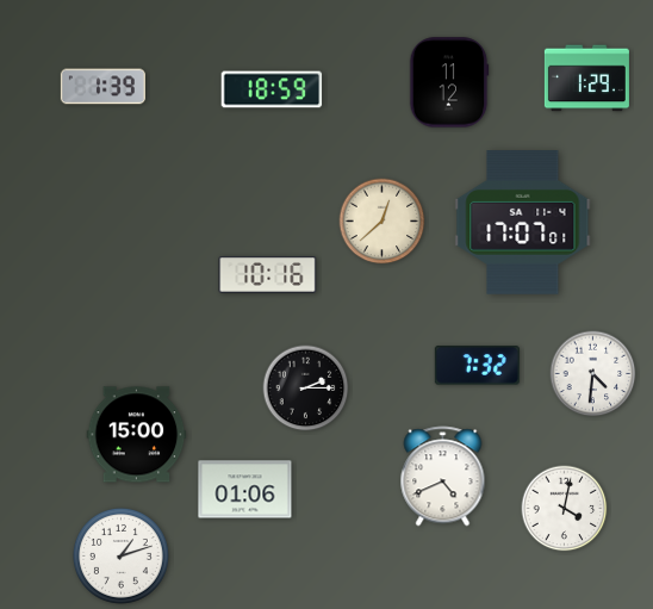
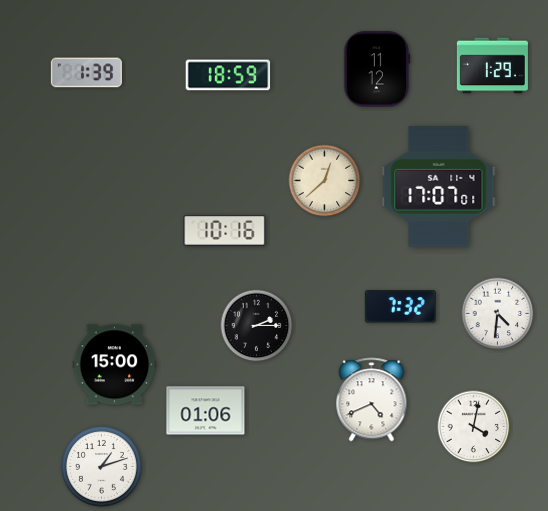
clock at (383, 222) position: (383, 222) -> (325, 181)
